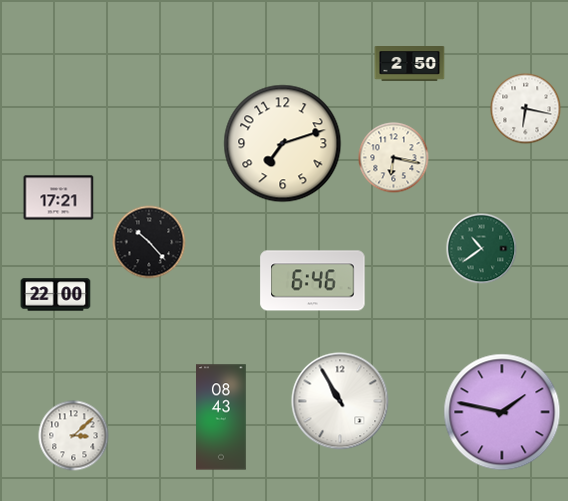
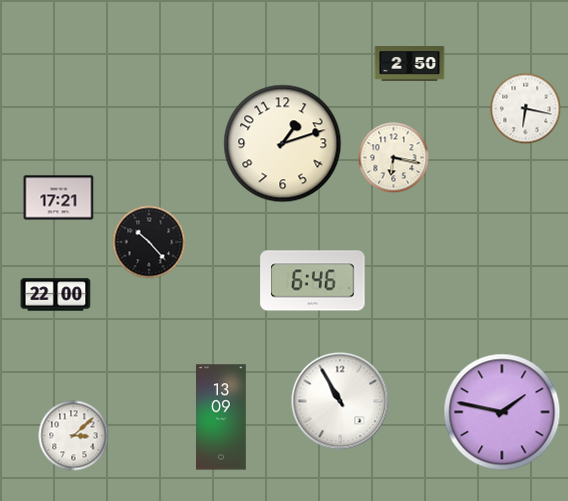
clock at (283, 144): 7:12 -> 1:12
clock at (482, 249): 10:39 -> none
clock at (221, 417): 08:43 -> 13:09
